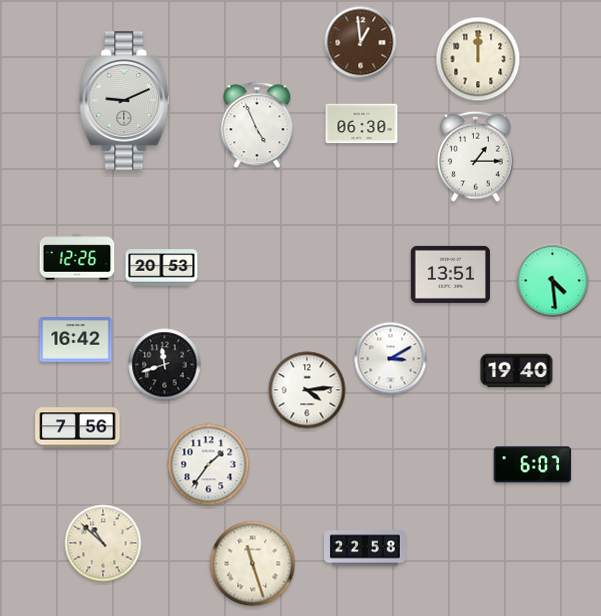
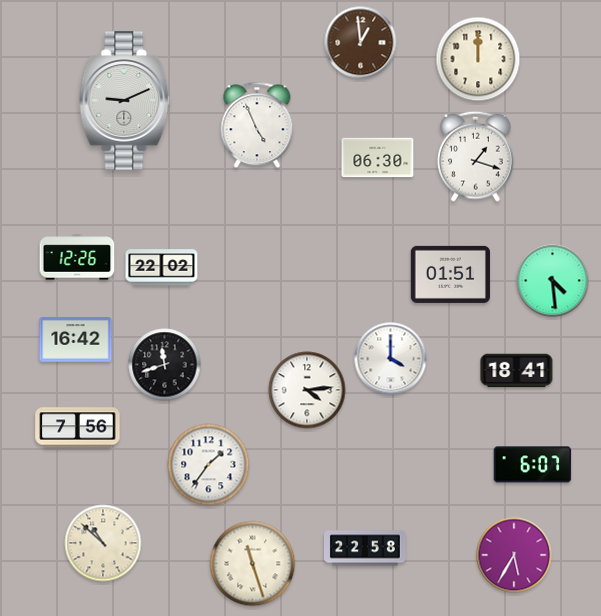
clock at (362, 124) position: (362, 124) -> (378, 158)
clock at (476, 156): 1:15 -> 1:18
clock at (162, 268): 20:53 -> 22:02
clock at (450, 274): 13:51 -> 01:51
clock at (391, 359): 3:10 -> 4:00
clock at (517, 371): 19:40 -> 18:41
clock at (514, 555): none -> 5:35
